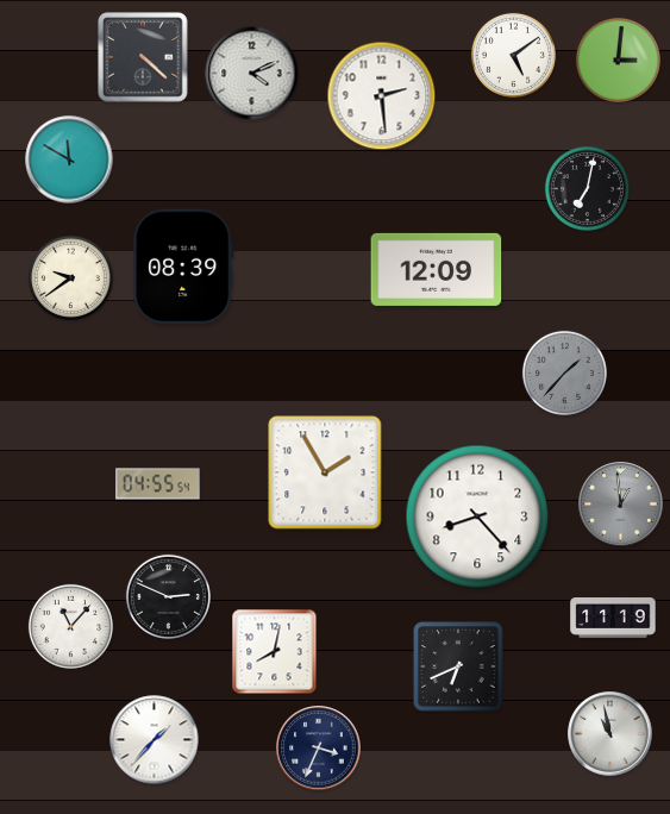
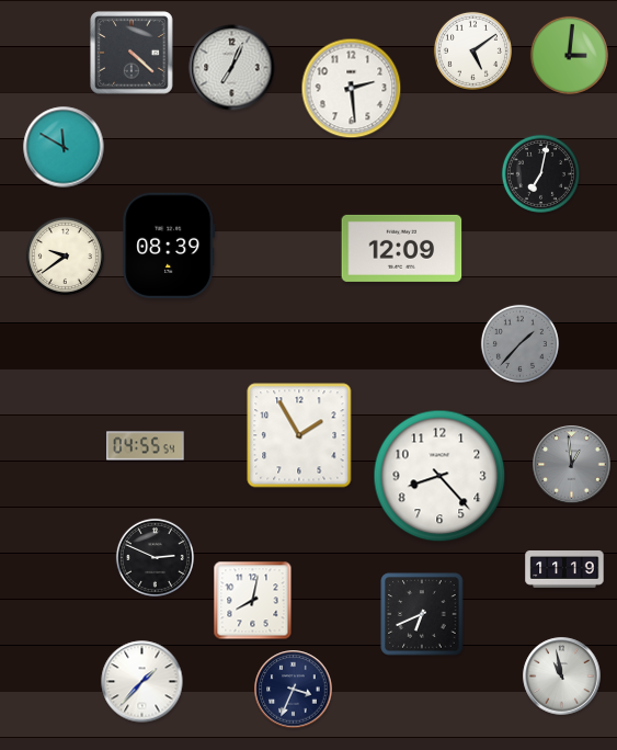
clock at (252, 74): 4:11 -> 7:04
clock at (168, 596) position: (168, 596) -> (155, 557)
clock at (70, 626): 11:07 -> none
